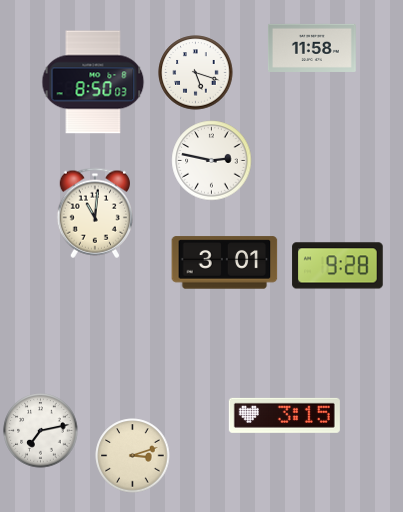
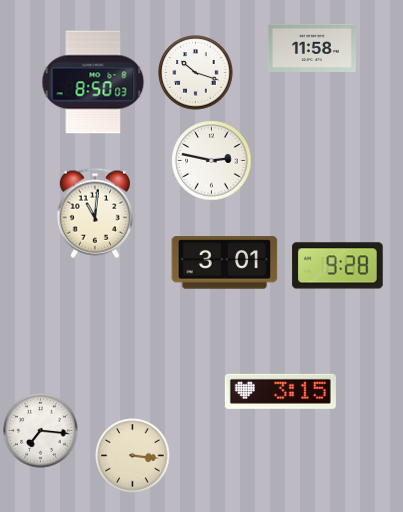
clock at (196, 73): 5:18 -> 10:18
clock at (284, 415) position: (284, 415) -> (280, 391)
clock at (41, 431): 7:13 -> 7:16
clock at (133, 456): 3:12 -> 3:16
